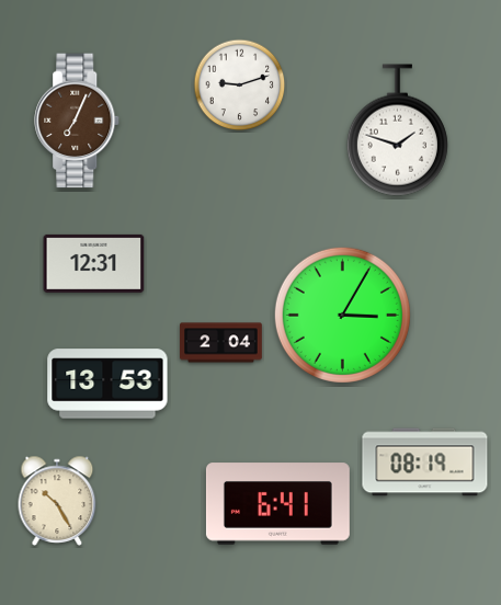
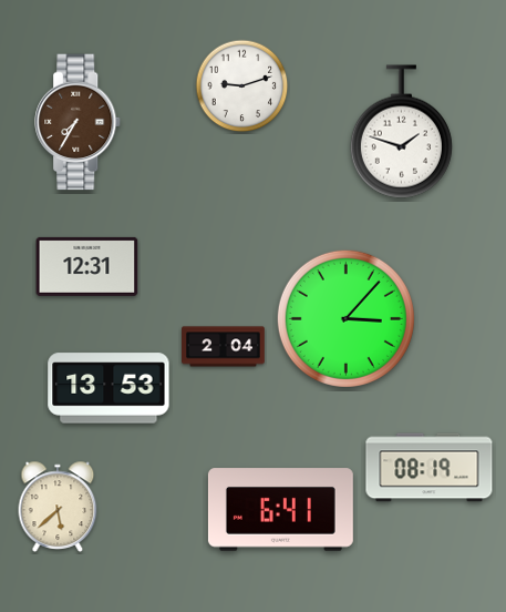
clock at (78, 121): 7:04 -> 7:35
clock at (94, 263) position: (94, 263) -> (87, 266)
clock at (342, 315): 3:05 -> 3:07
clock at (57, 501): 10:25 -> 5:38
